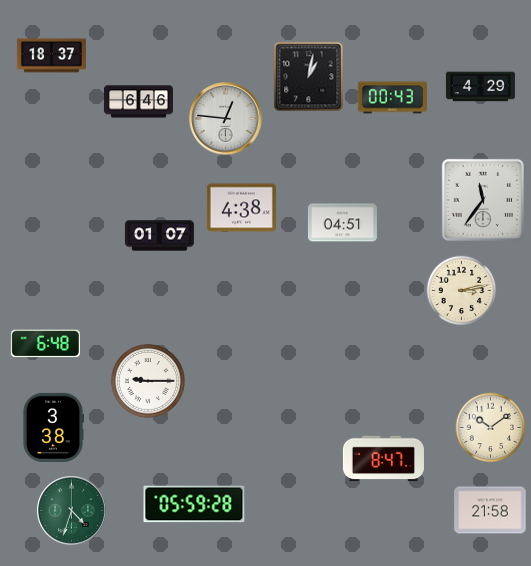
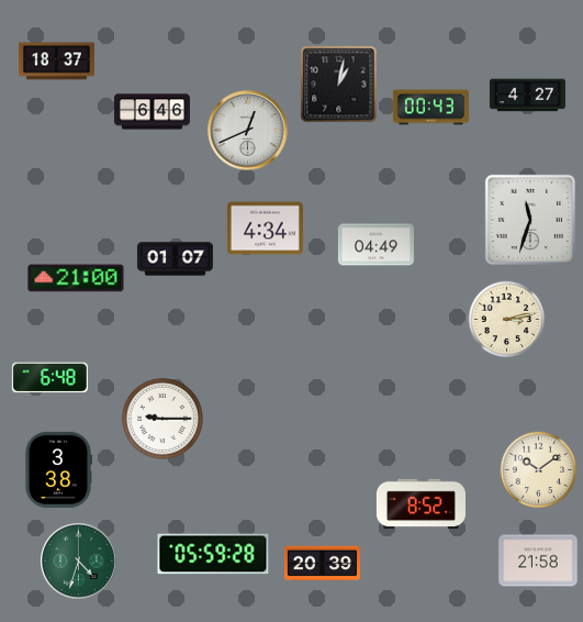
clock at (480, 87): 4:29 -> 4:27
clock at (226, 119): 12:46 -> 12:41
clock at (483, 200): 11:36 -> 11:33
clock at (241, 208): 4:38 -> 4:34
clock at (342, 223): 04:51 -> 04:49
clock at (76, 278): none -> 21:00
clock at (383, 459): 8:47 -> 8:52
clock at (322, 564): none -> 20:39
